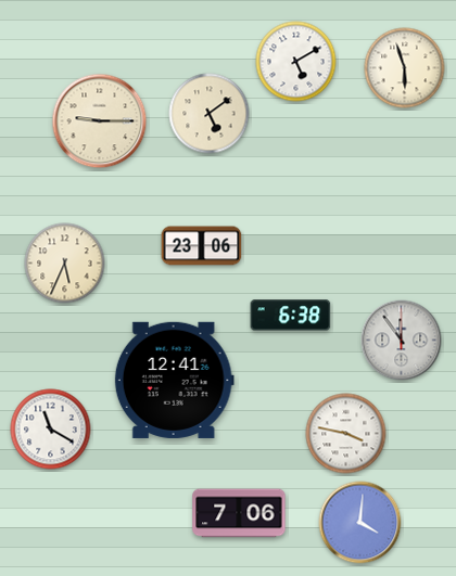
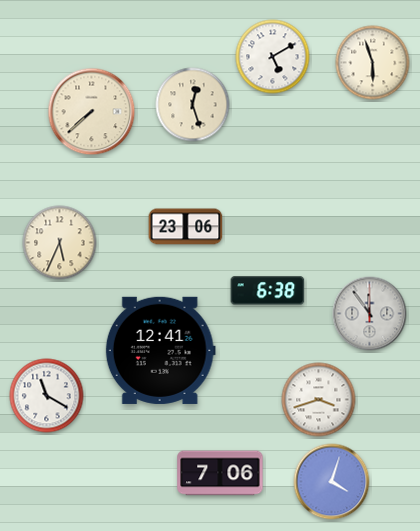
clock at (210, 114): 5:09 -> 12:27
clock at (100, 121): 9:15 -> 7:38
clock at (346, 434): 3:47 -> 3:42
clock at (360, 523): 4:01 -> 4:03
